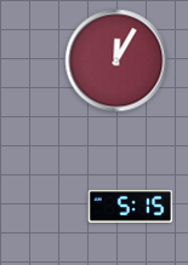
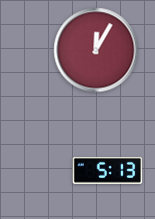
clock at (131, 206): 5:15 -> 5:13
